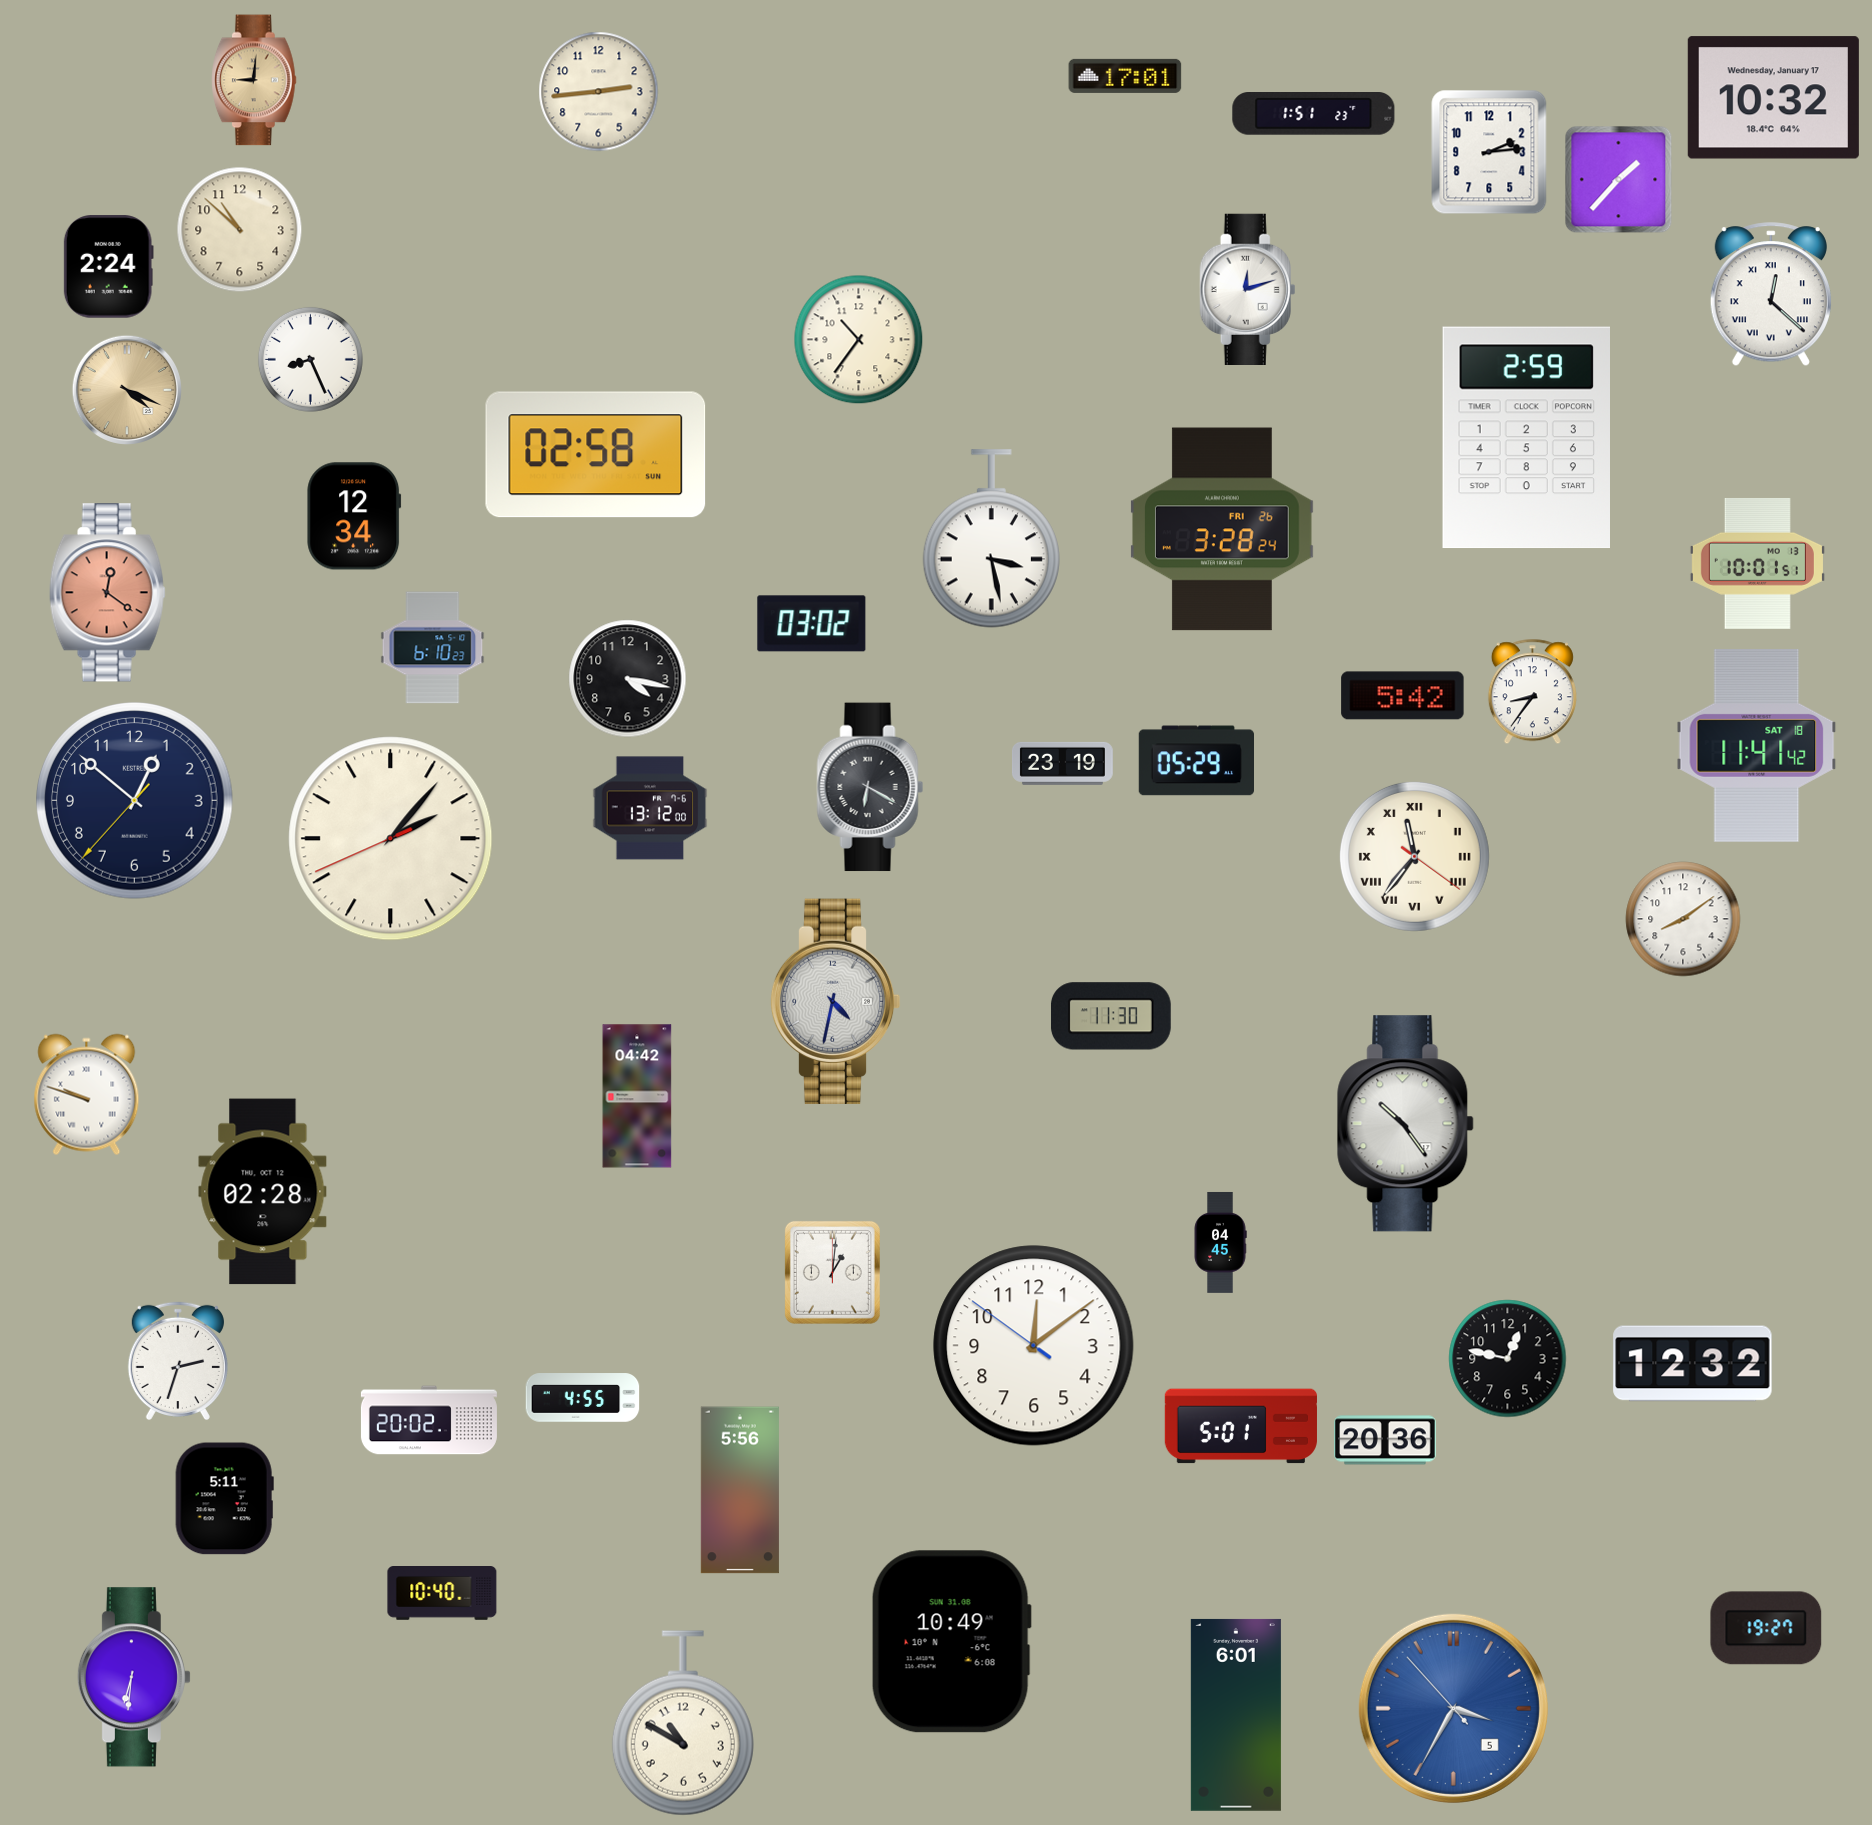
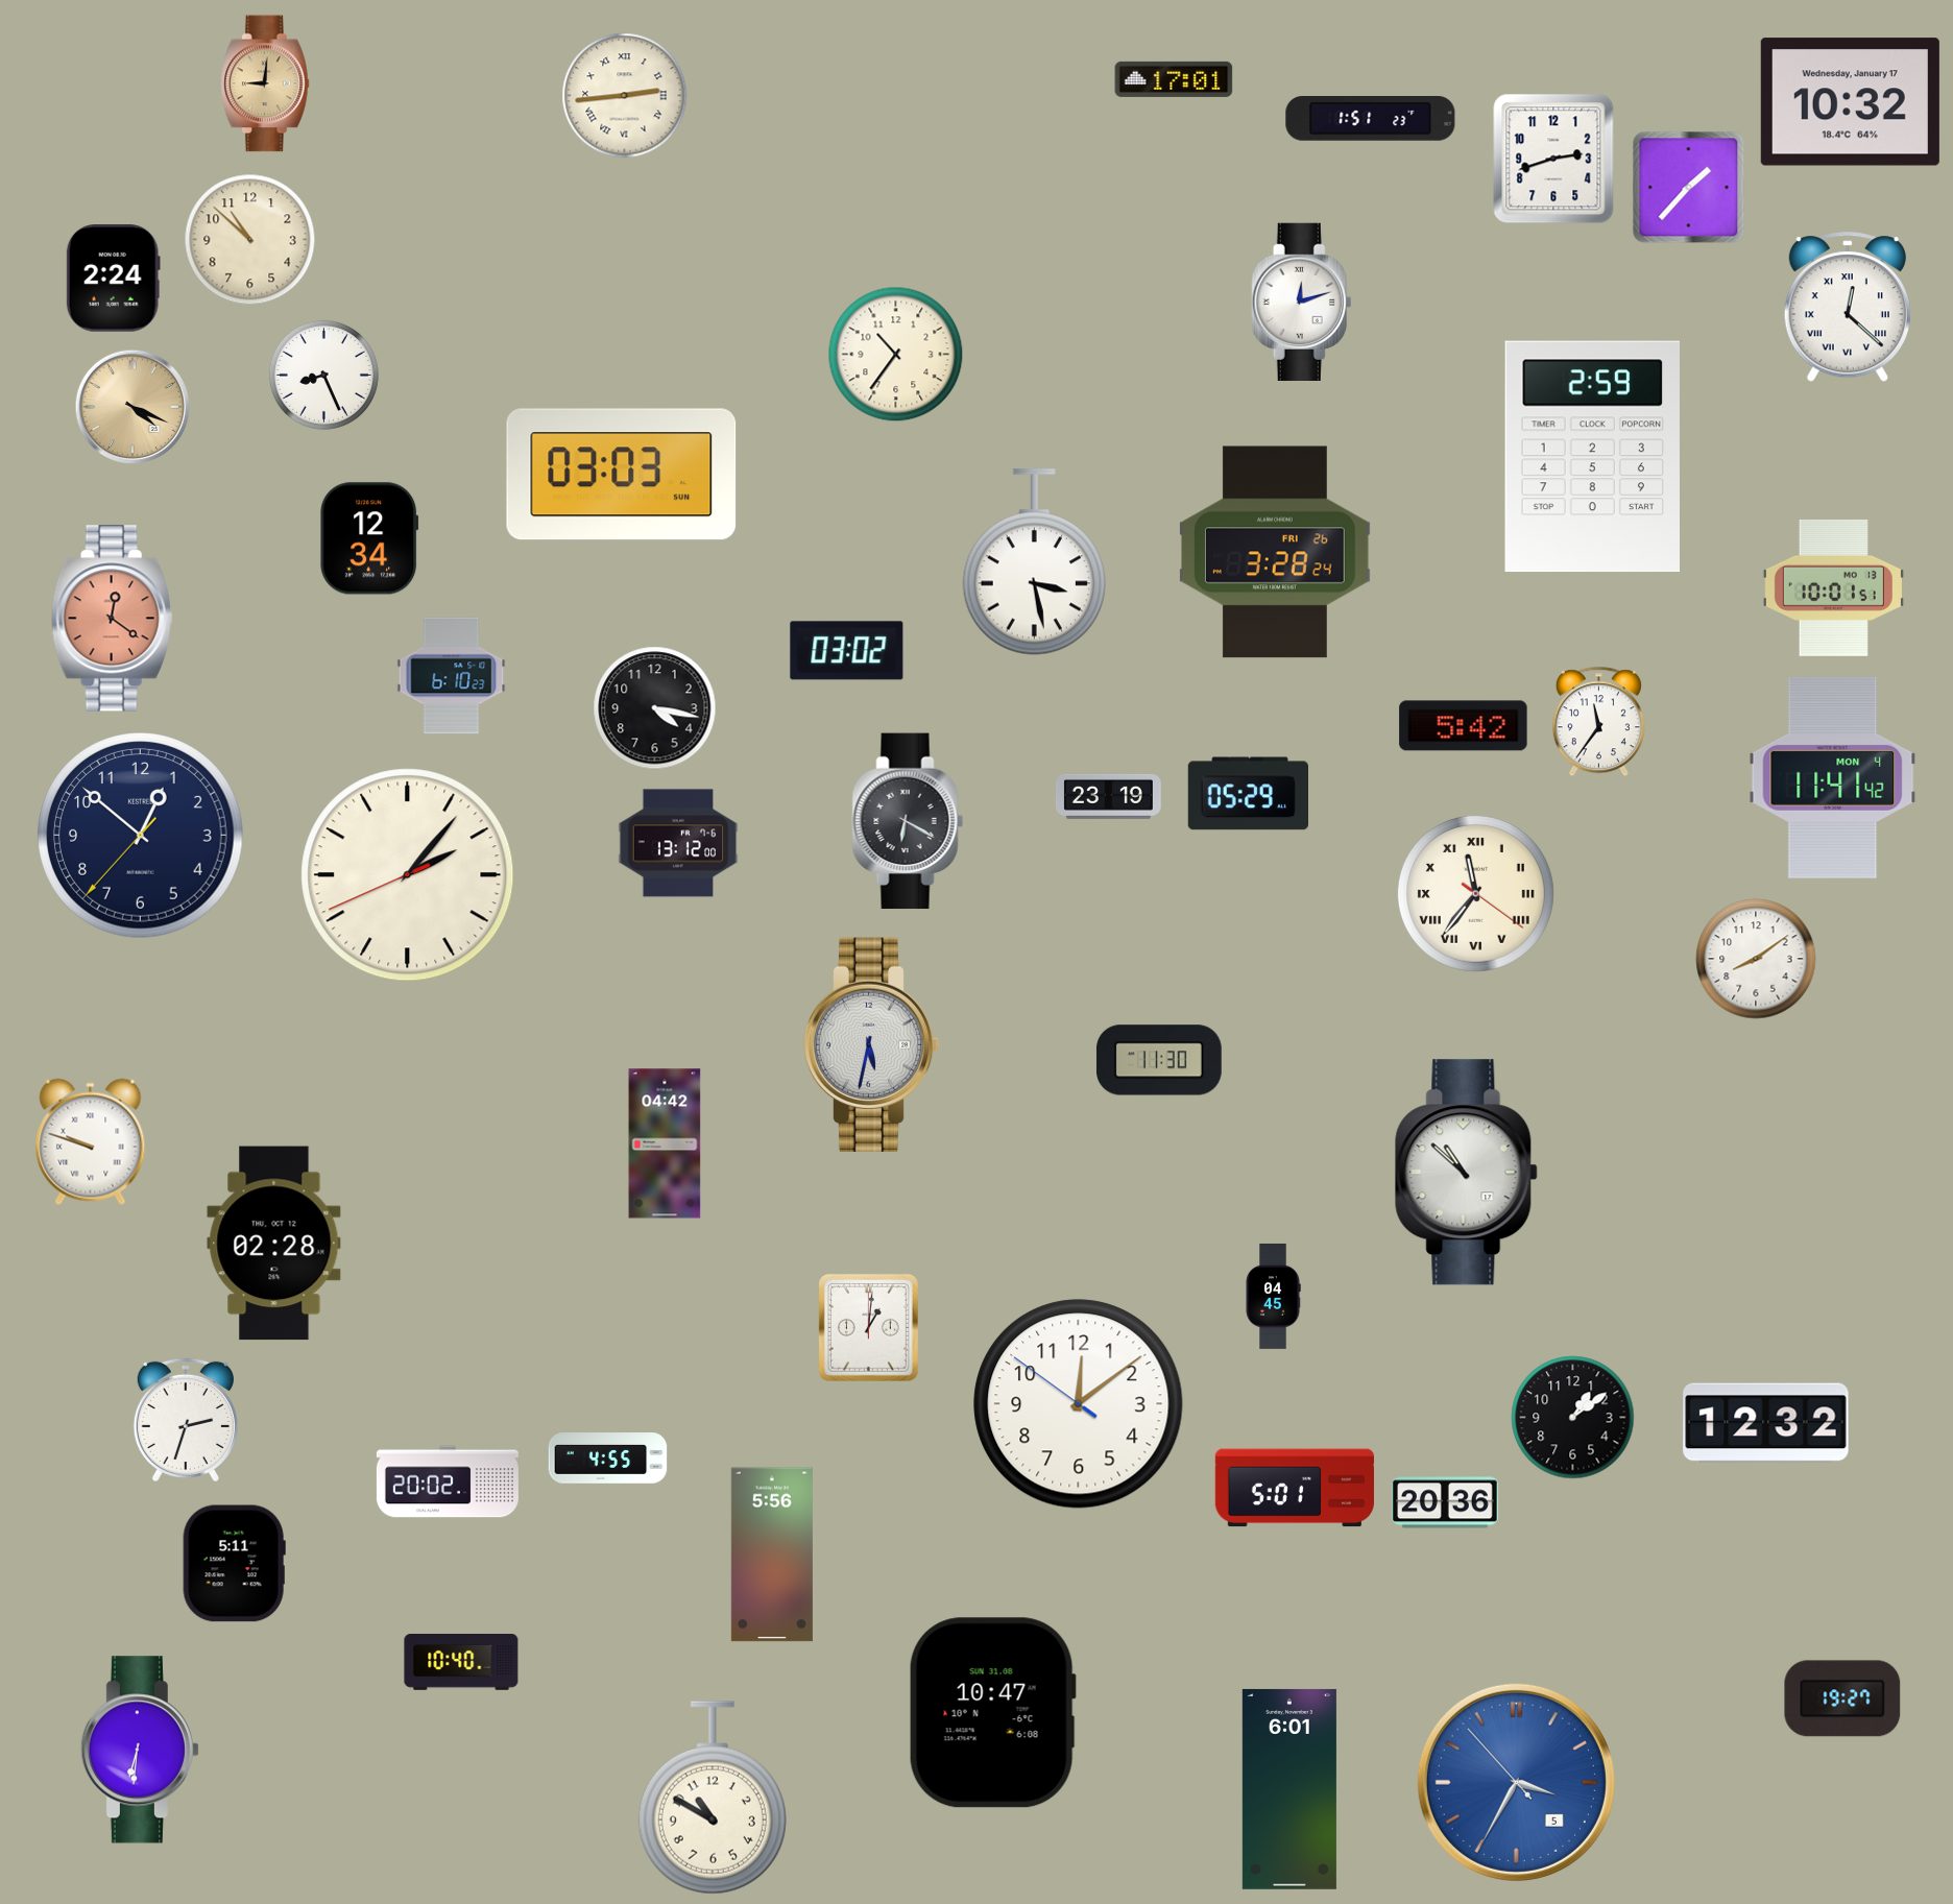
clock at (599, 92) numerals: Arabic -> Roman
clock at (1489, 152): 2:14 -> 2:42
clock at (596, 455): 02:58 -> 03:03
clock at (1532, 692): 8:36 -> 11:36
clock at (1757, 745) date: SAT 18 -> MON 4
clock at (835, 1001): 4:32 -> 5:32
clock at (1406, 1124): 10:24 -> 10:52
clock at (1508, 1359): 12:47 -> 1:09
clock at (951, 1642): 10:49 -> 10:47
